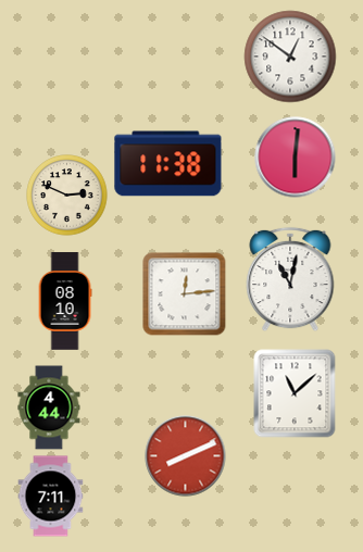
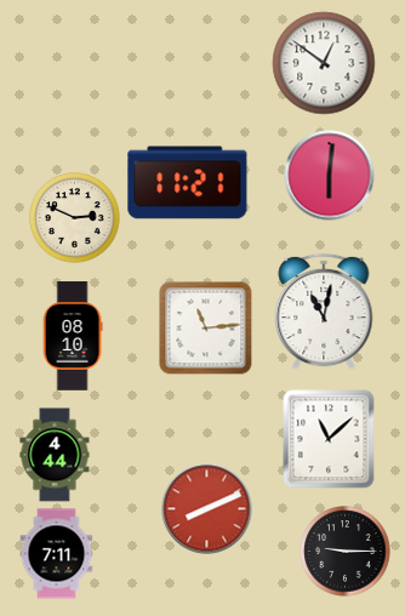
clock at (168, 164): 11:38 -> 11:21
clock at (185, 294): 12:14 -> 11:14
clock at (346, 552): none -> 9:15
